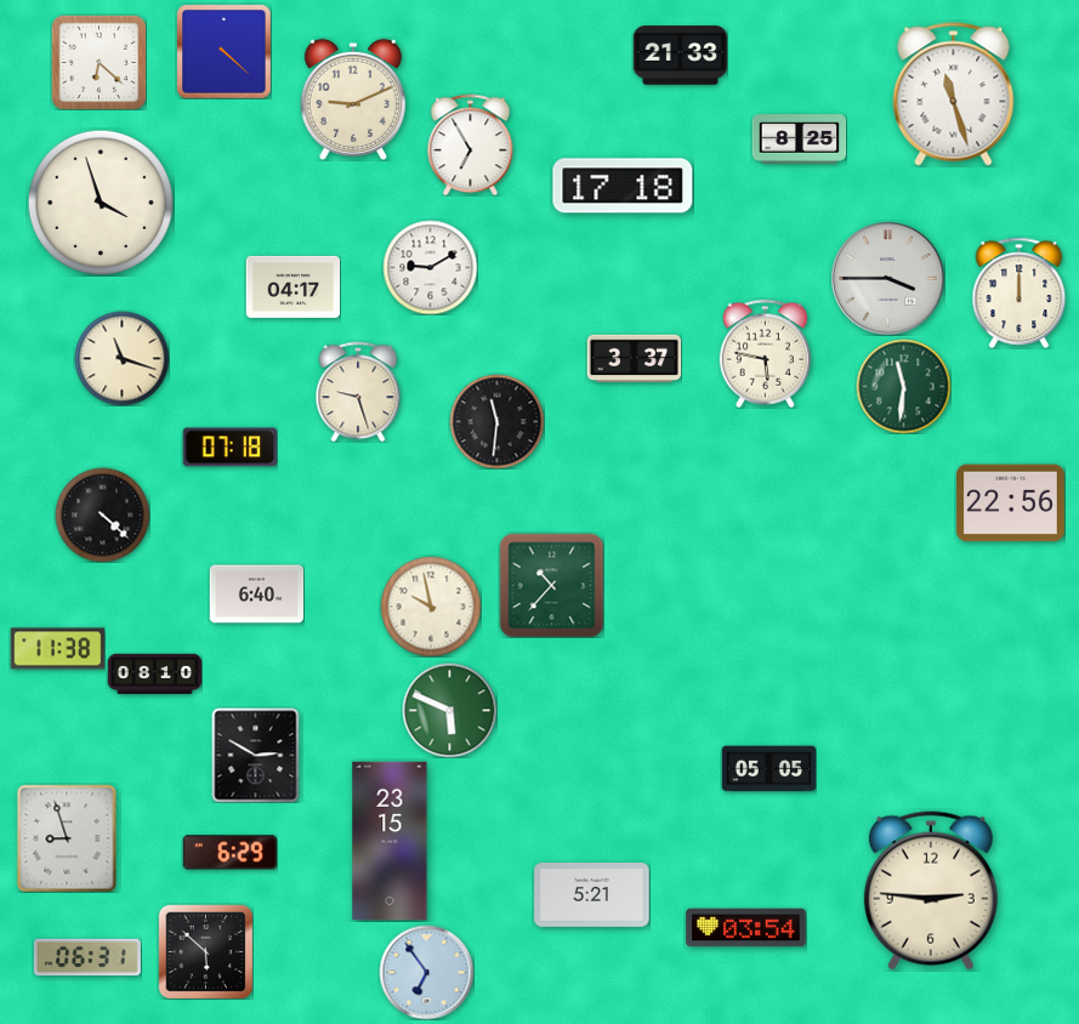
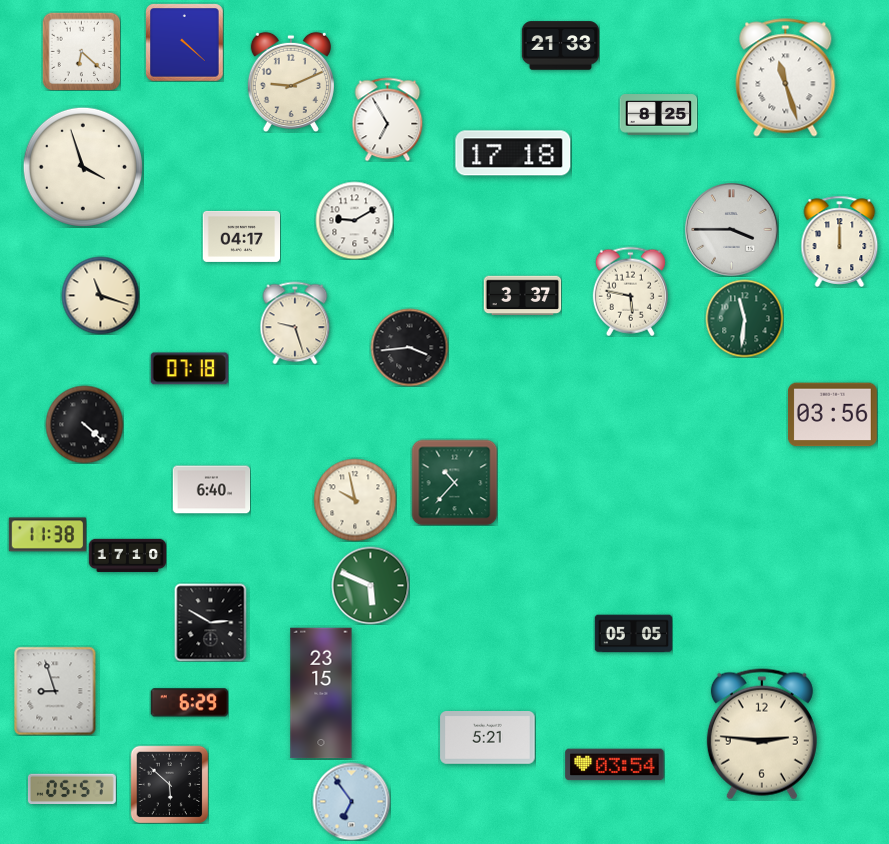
clock at (496, 421): 11:31 -> 3:44
clock at (1010, 504): 22:56 -> 03:56
clock at (154, 673): 08:10 -> 17:10
clock at (931, 891) position: (931, 891) -> (762, 734)
clock at (87, 956): 06:31 -> 05:57
